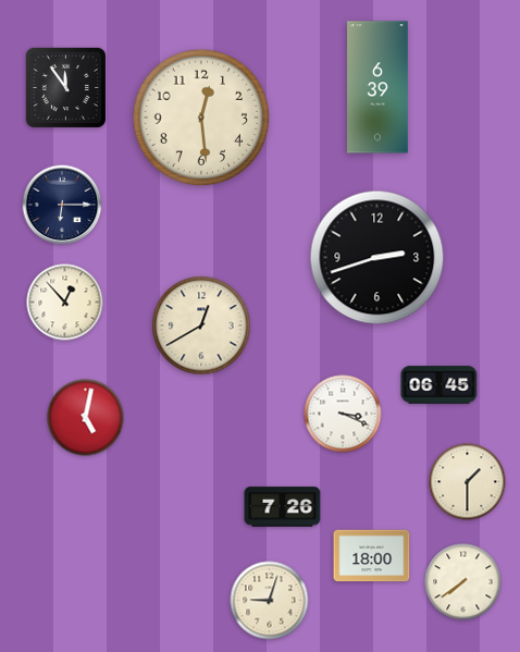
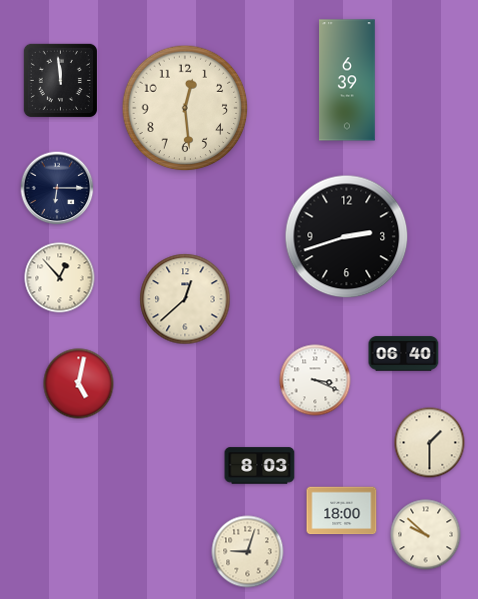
clock at (65, 87): 11:54 -> 11:59
clock at (201, 325): 12:40 -> 12:38
clock at (439, 385): 06:45 -> 06:40
clock at (283, 507): 7:26 -> 8:03
clock at (463, 582): 7:39 -> 9:52
